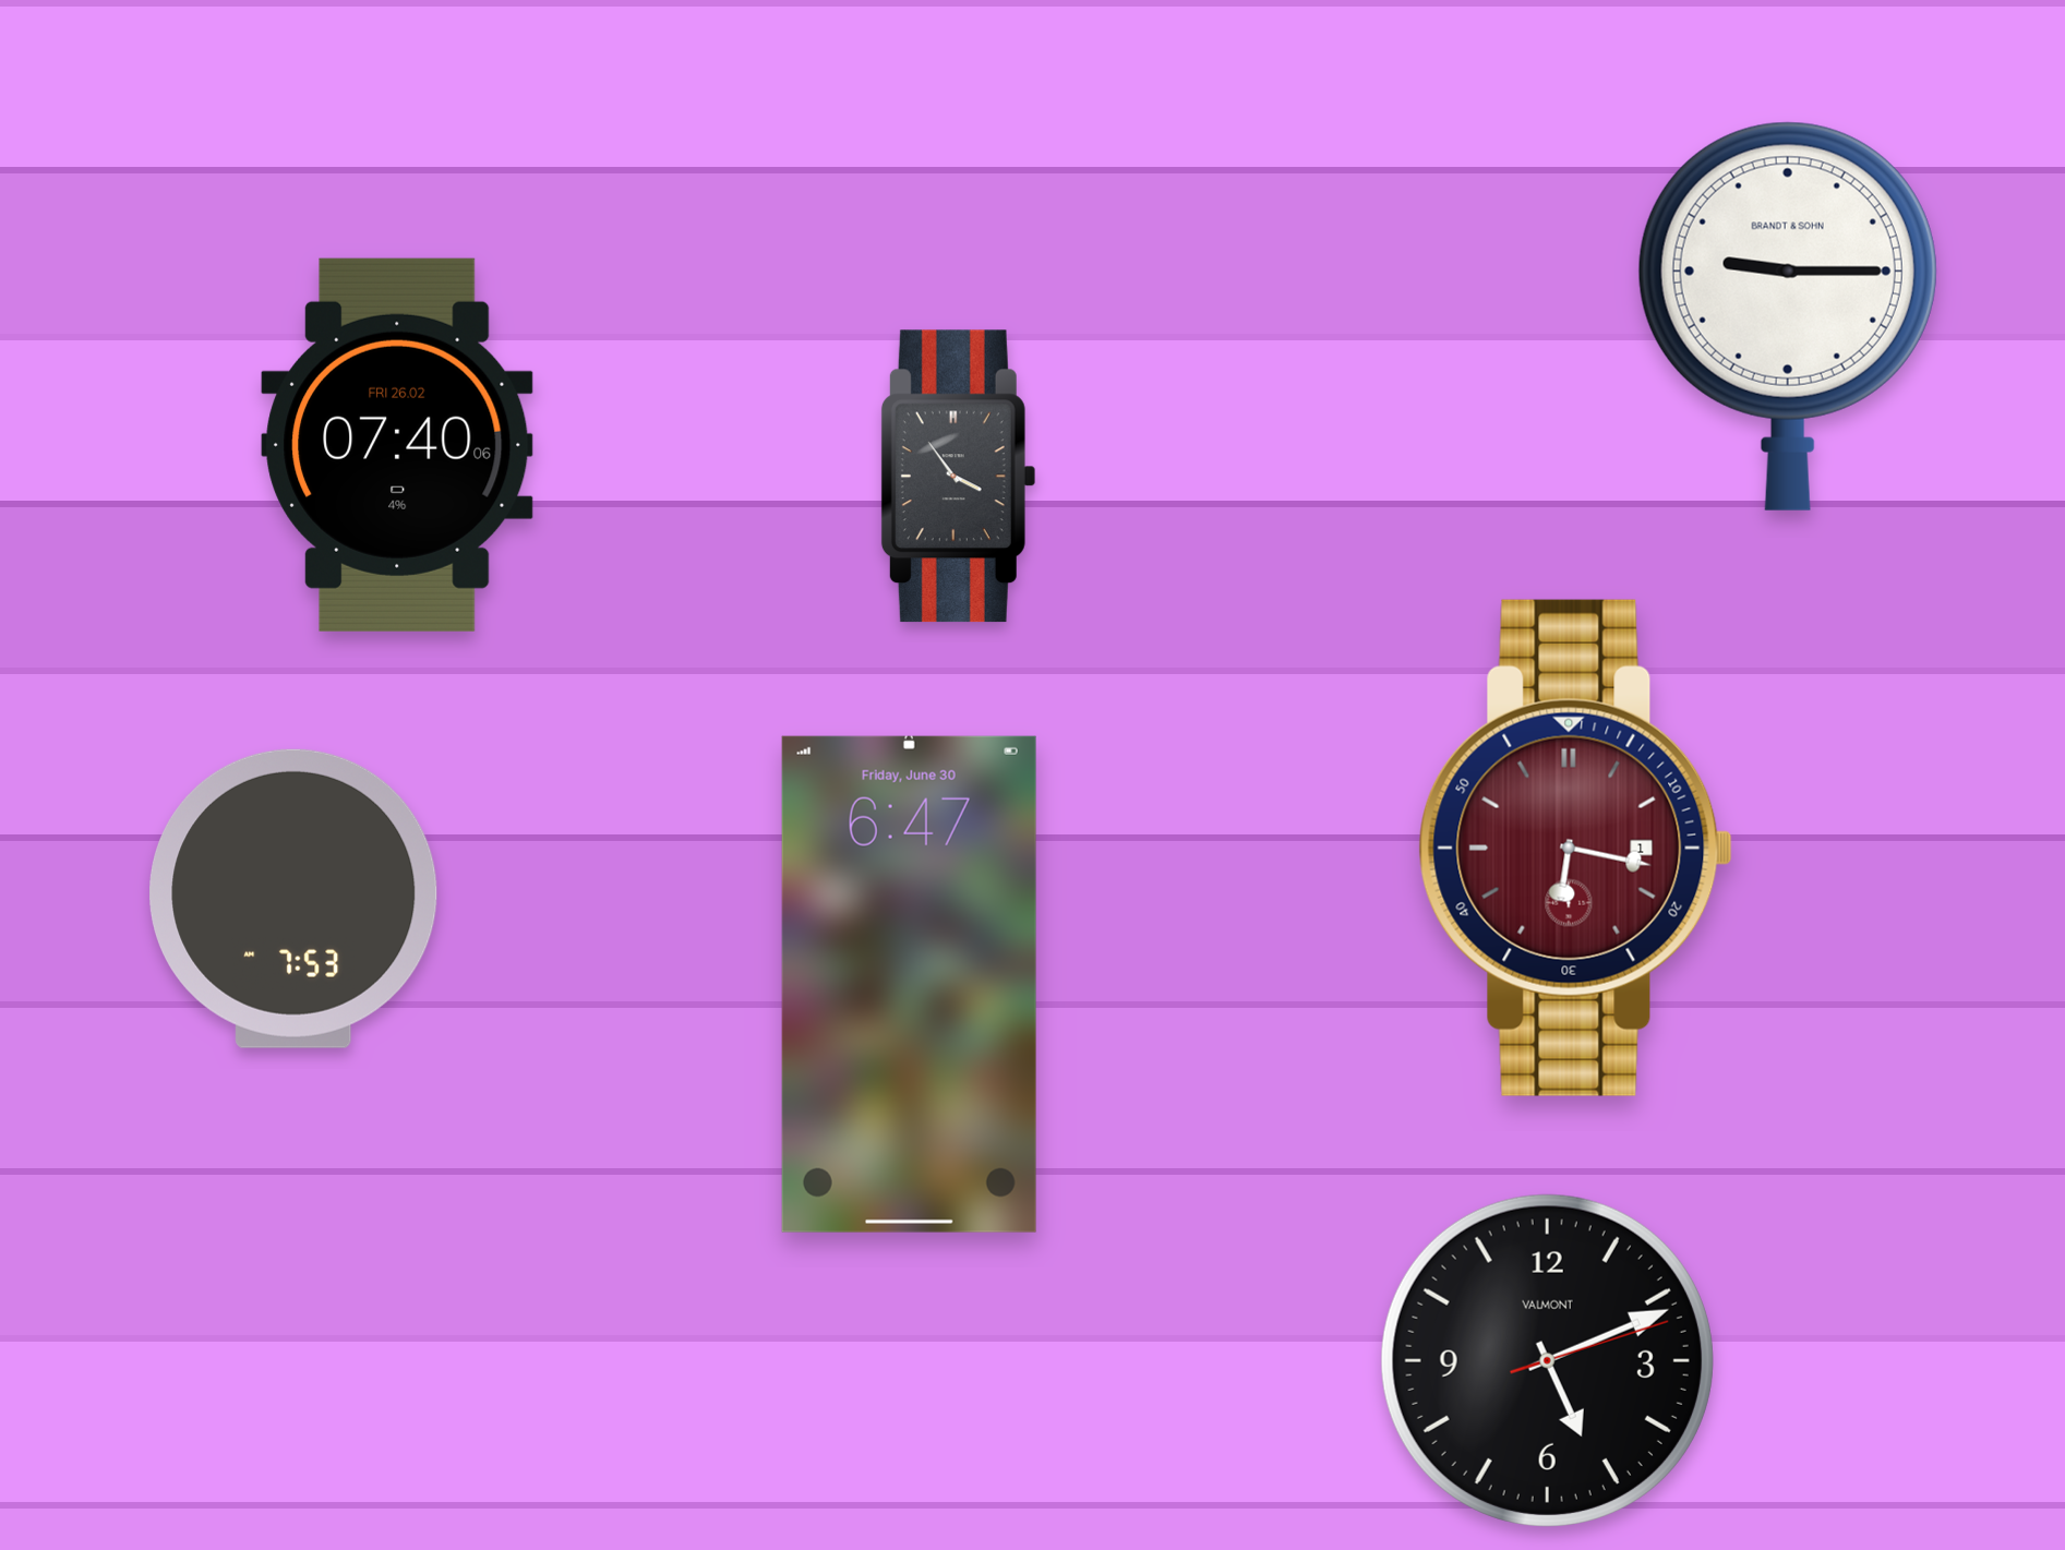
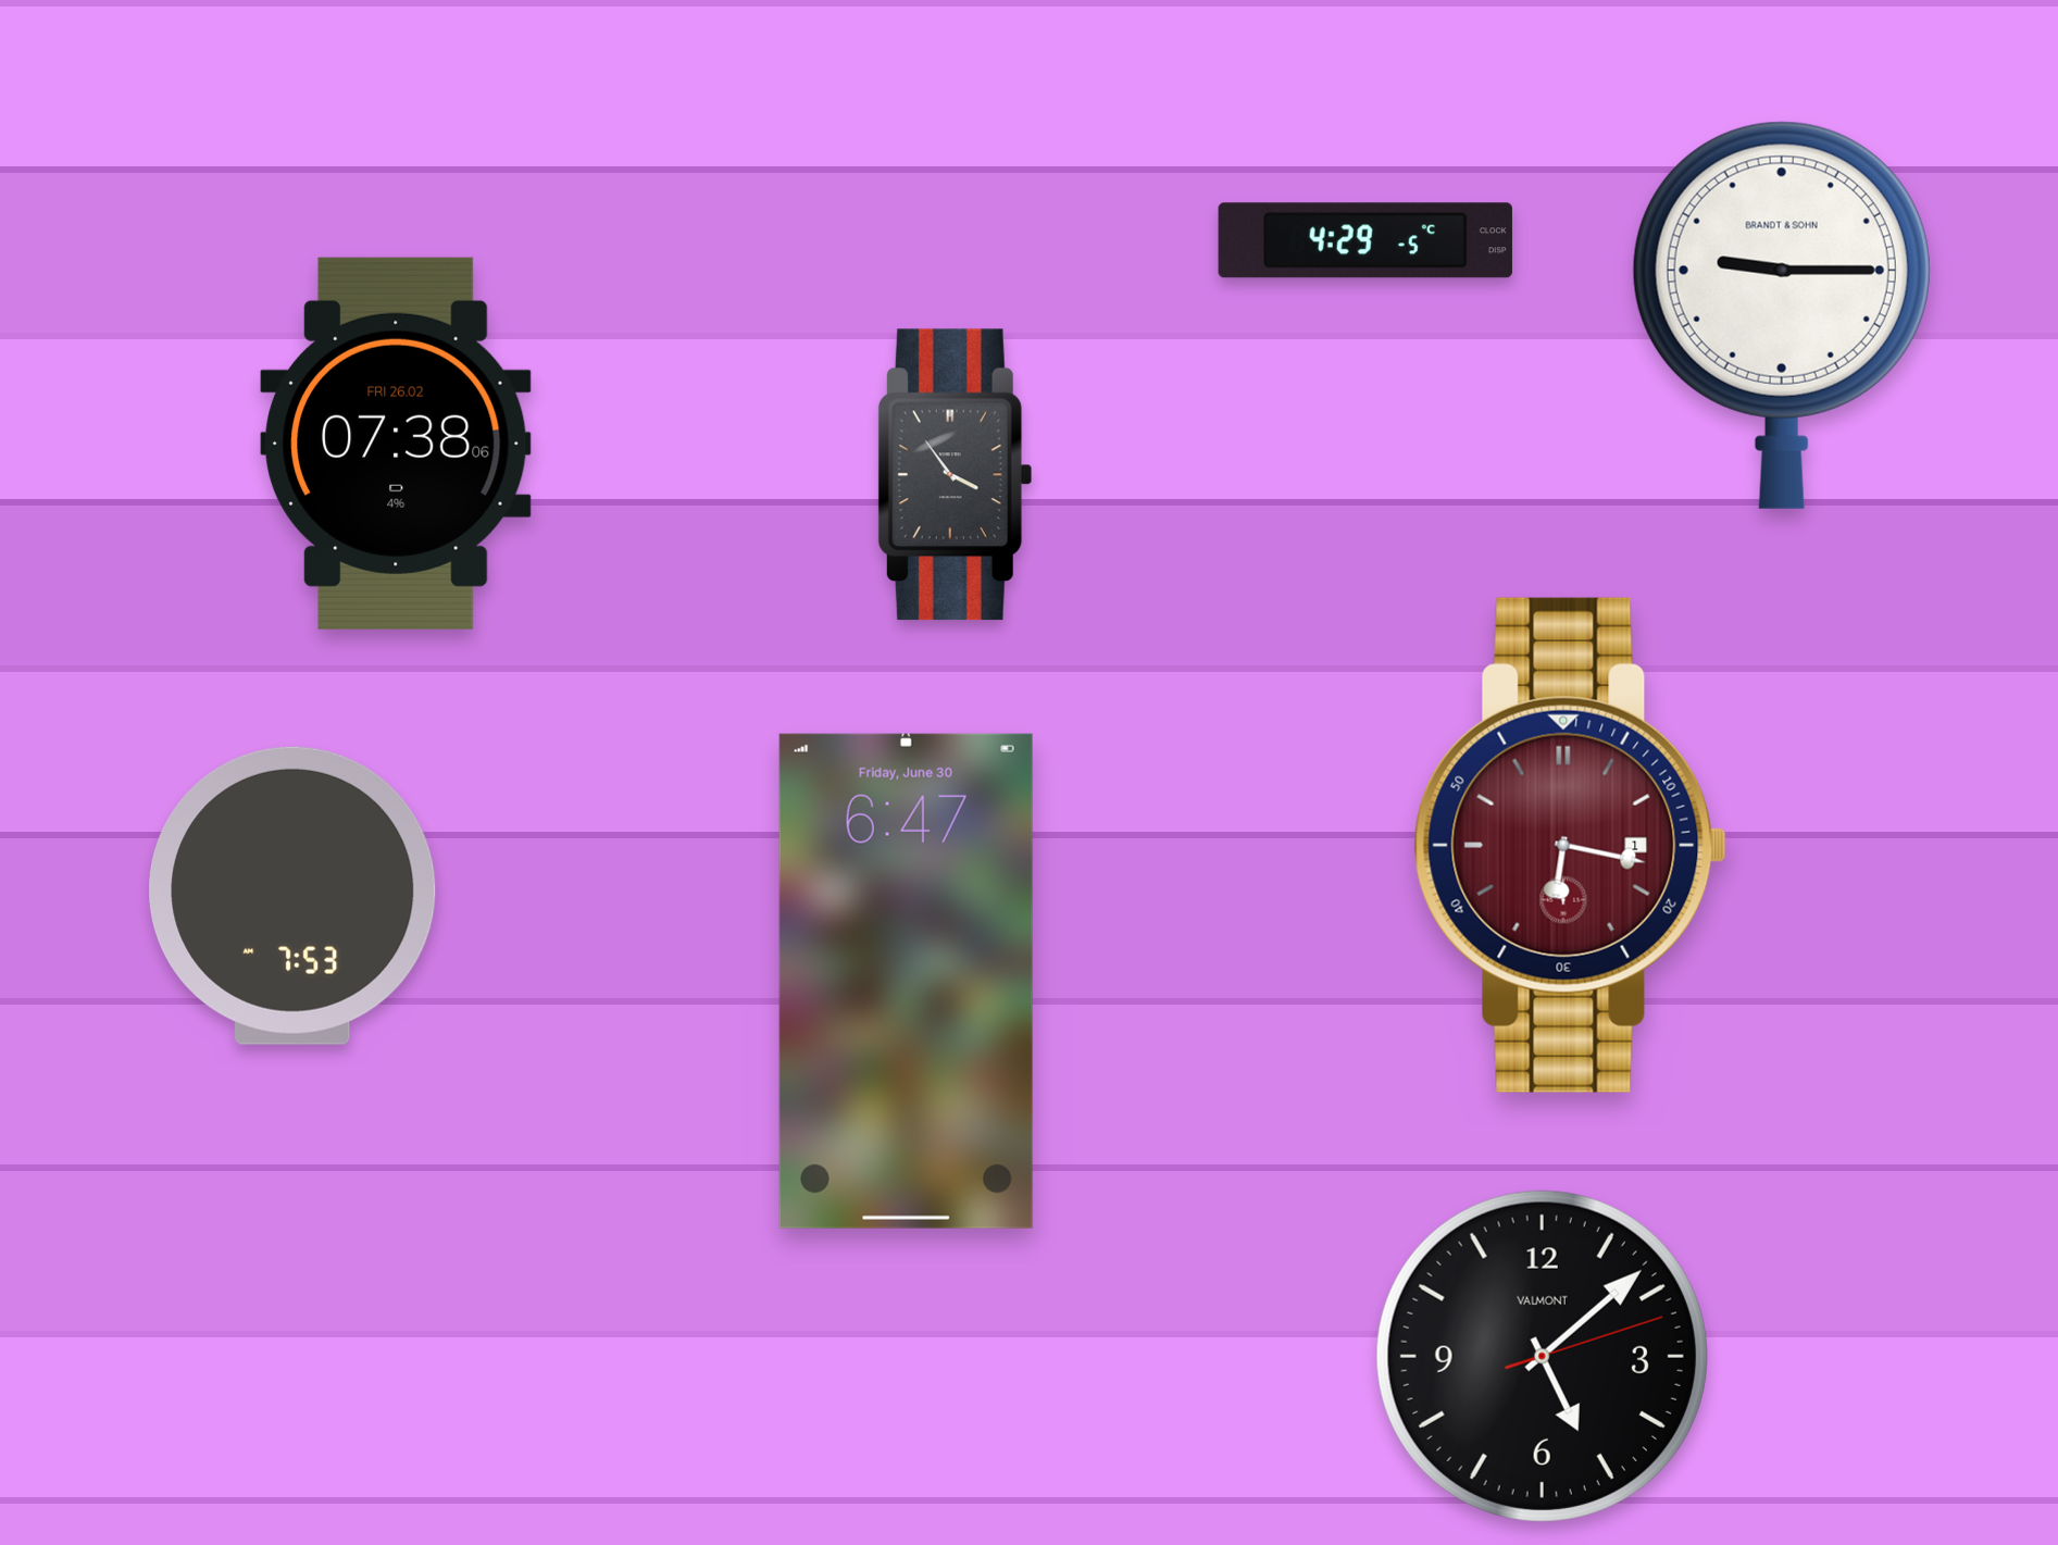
clock at (1365, 240): none -> 4:29
clock at (397, 445): 07:40 -> 07:38
clock at (1547, 1360): 5:11 -> 5:08
